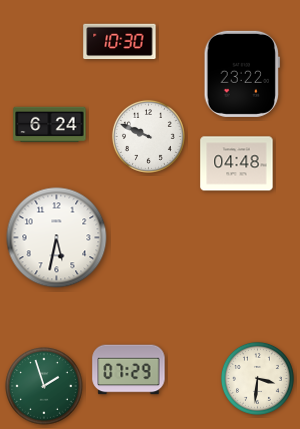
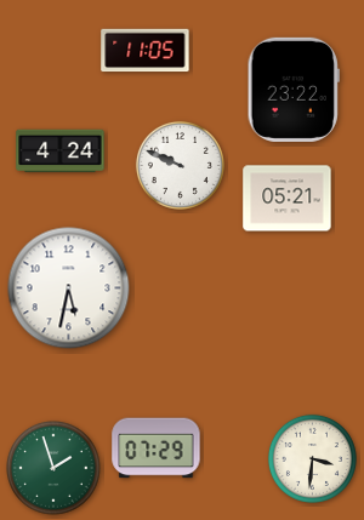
clock at (120, 42): 10:30 -> 11:05
clock at (50, 125): 6:24 -> 4:24
clock at (237, 164): 04:48 -> 05:21
